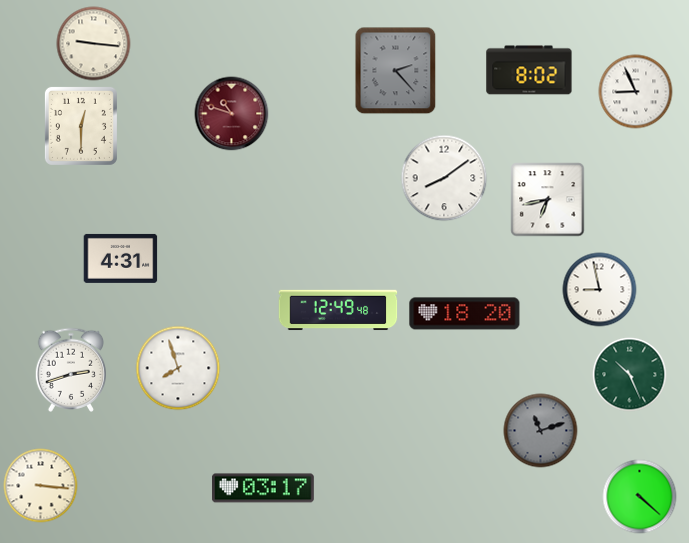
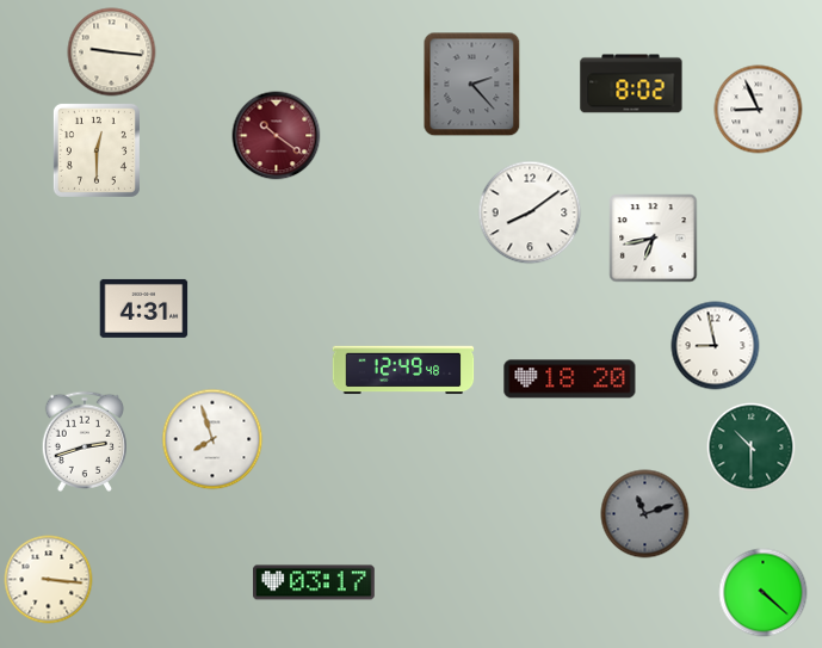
clock at (232, 114): 10:48 -> 10:21
clock at (465, 314) position: (465, 314) -> (570, 379)
clock at (630, 375): 10:26 -> 10:30
